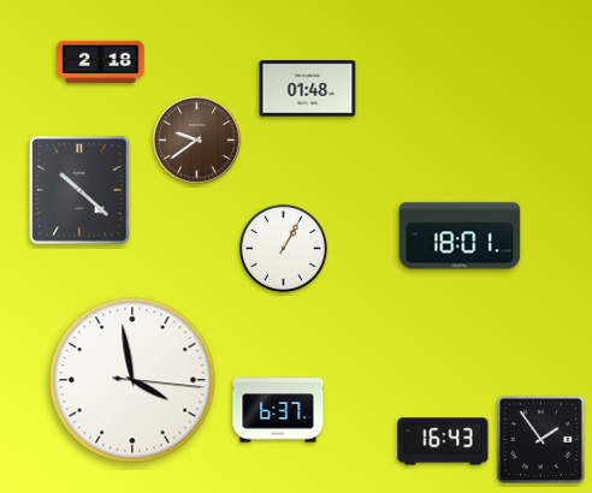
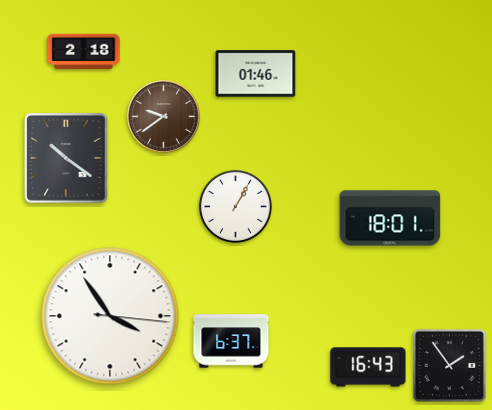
clock at (308, 89): 01:48 -> 01:46
clock at (79, 190): 10:22 -> 10:21
clock at (460, 236) position: (460, 236) -> (390, 218)
clock at (132, 380): 3:58 -> 3:54
